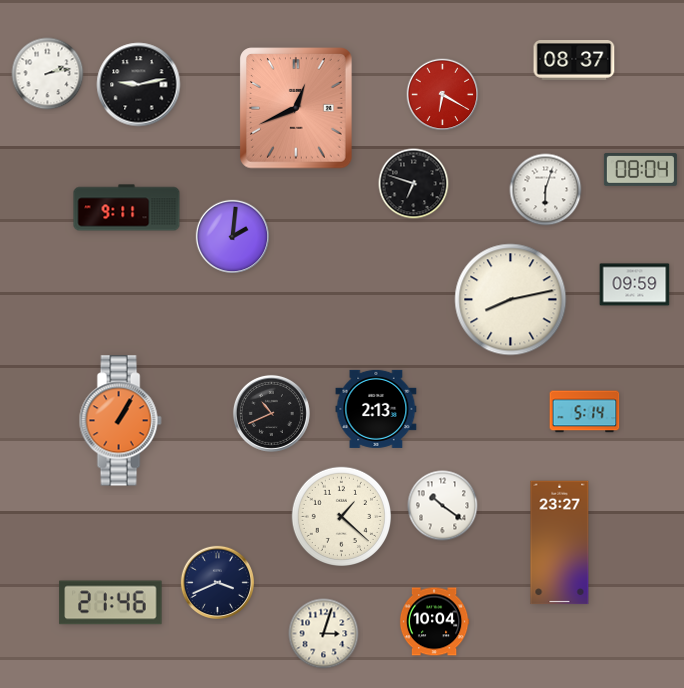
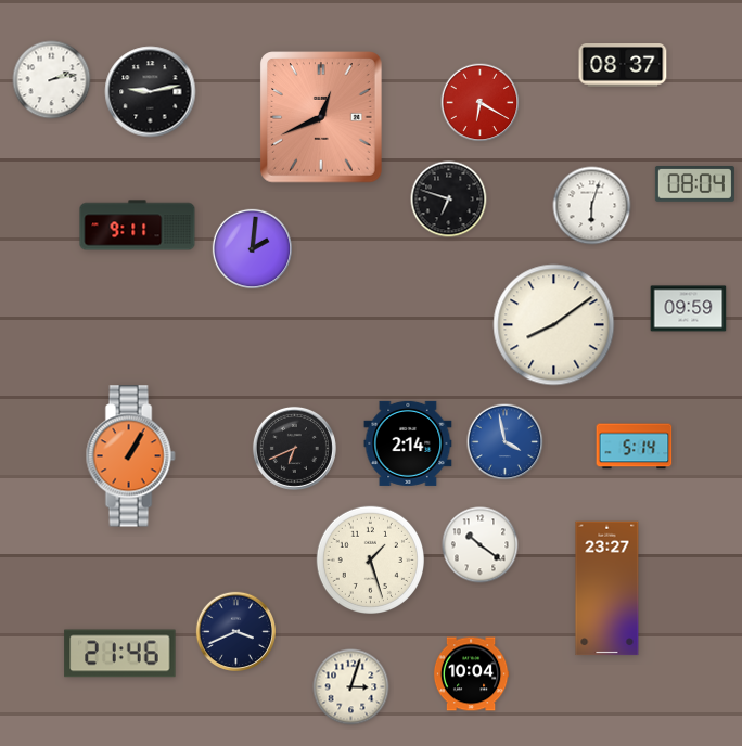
clock at (232, 236) position: (232, 236) -> (252, 248)
clock at (511, 300): 8:13 -> 8:09
clock at (506, 442): none -> 3:58
clock at (376, 409): 2:13 -> 2:14
clock at (271, 413): 10:41 -> 6:41
clock at (443, 506) position: (443, 506) -> (481, 545)
clock at (341, 516): 1:22 -> 1:27
